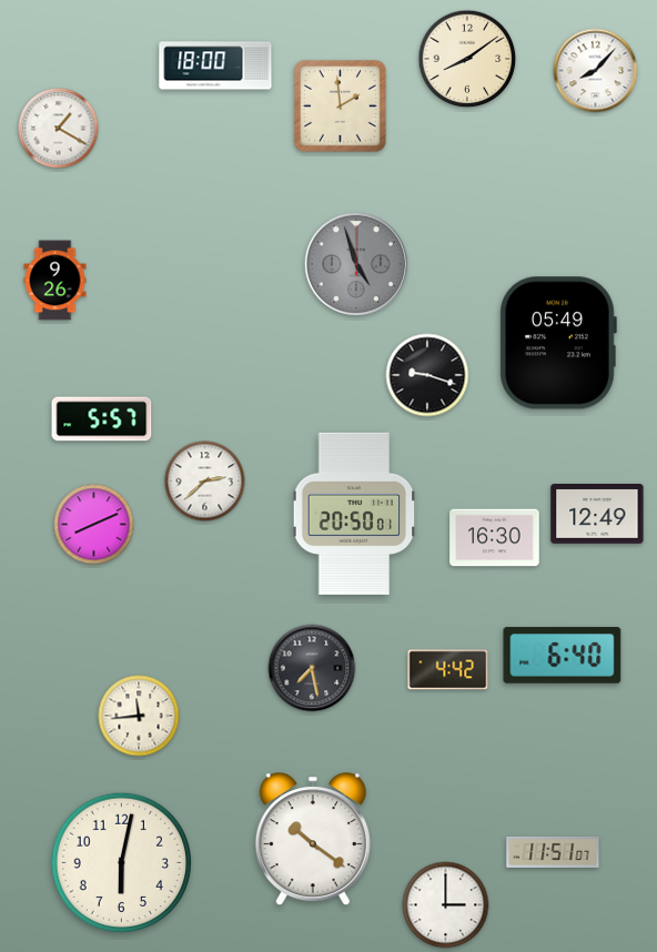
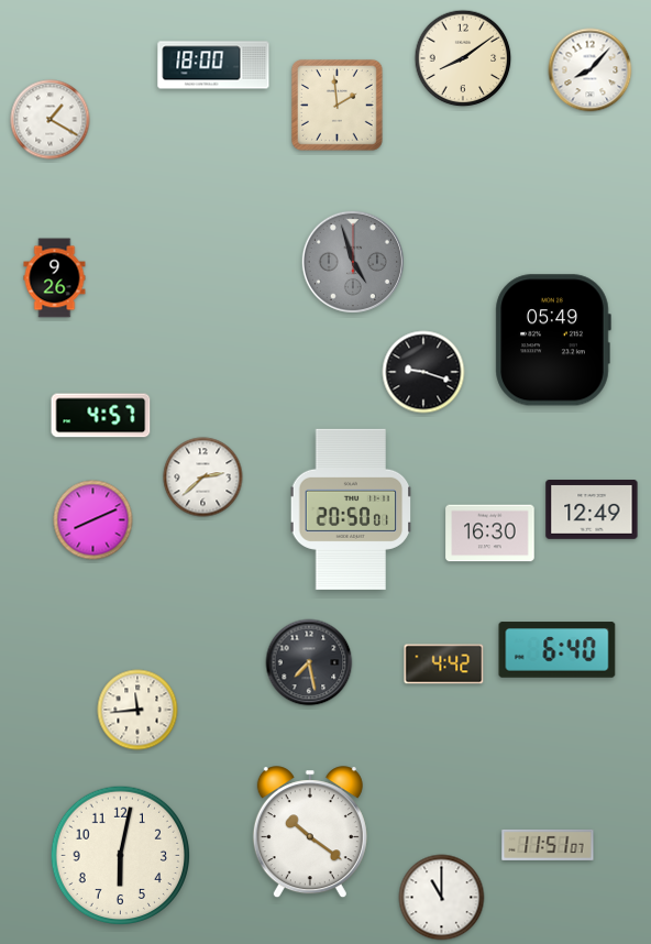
clock at (59, 129) position: (59, 129) -> (51, 120)
clock at (102, 419): 5:57 -> 4:57
clock at (446, 905): 3:00 -> 11:00
